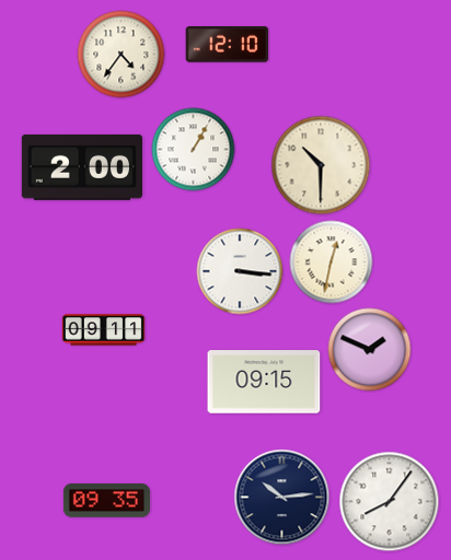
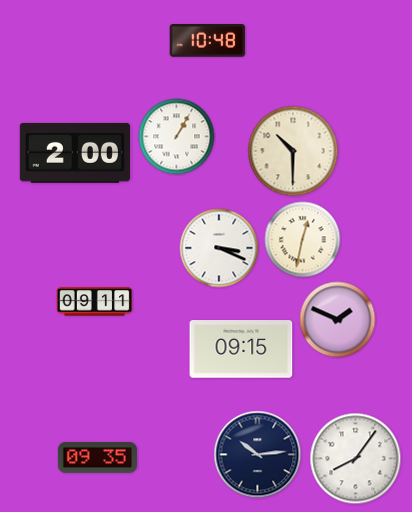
clock at (228, 45): 12:10 -> 10:48
clock at (122, 55): 4:36 -> none
clock at (240, 271): 3:16 -> 3:19
